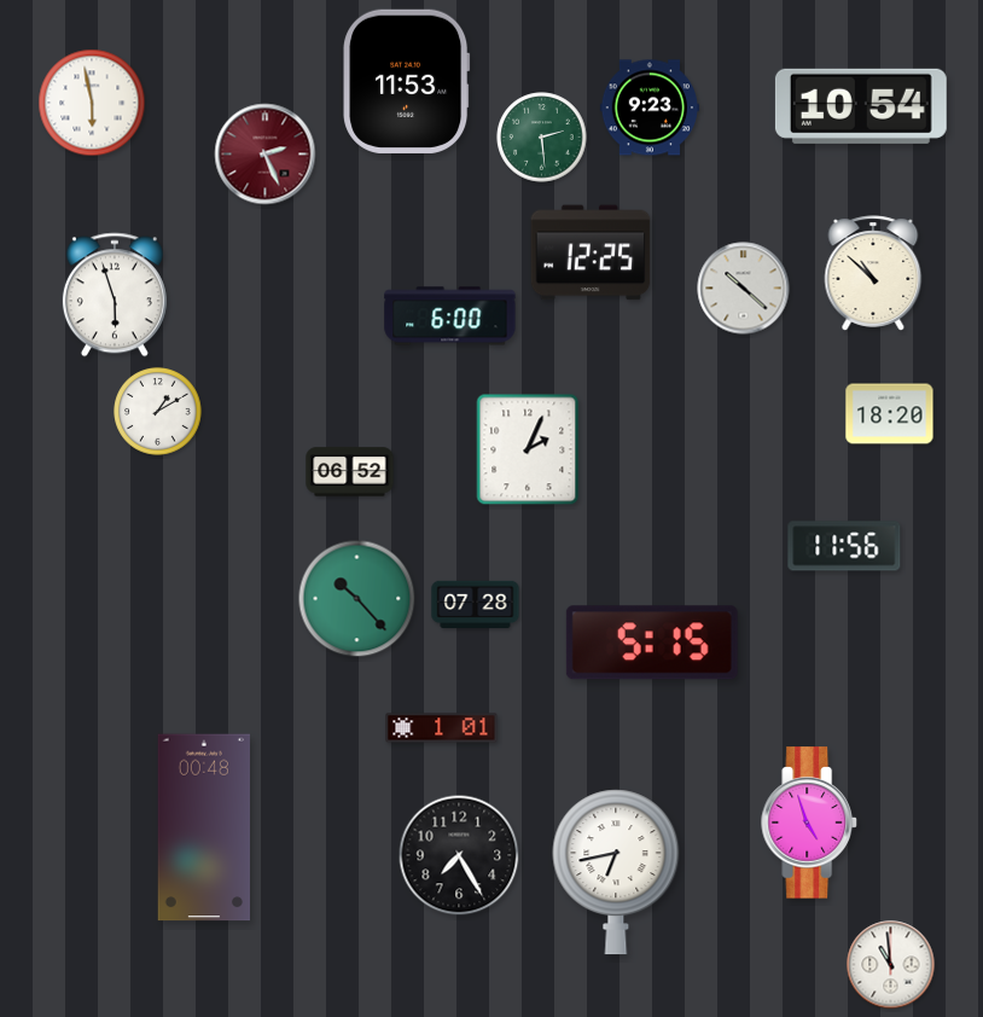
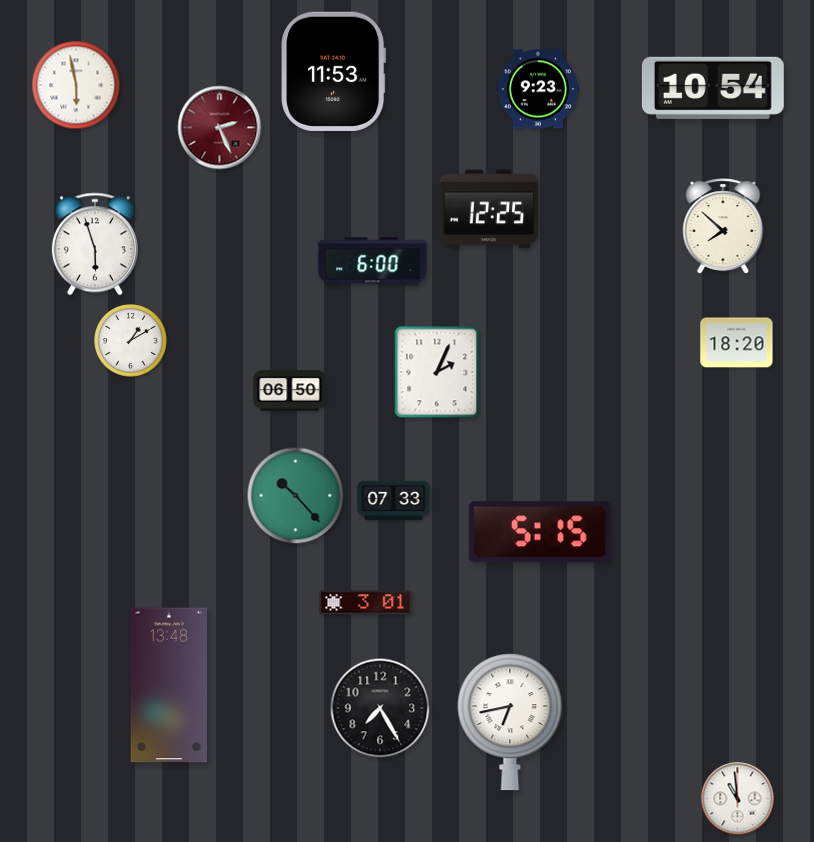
clock at (407, 81) position: (407, 81) -> (334, 71)
clock at (542, 138): 2:29 -> none
clock at (873, 273): 10:52 -> 7:52
clock at (744, 289): 10:22 -> none
clock at (350, 472): 06:52 -> 06:50
clock at (844, 546): 11:56 -> none
clock at (476, 605): 07:28 -> 07:33
clock at (442, 728): 1:01 -> 3:01
clock at (809, 823): 4:57 -> none
clock at (204, 827): 00:48 -> 13:48
